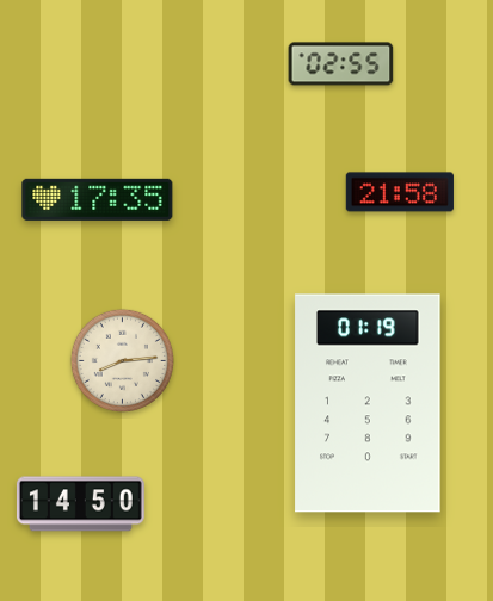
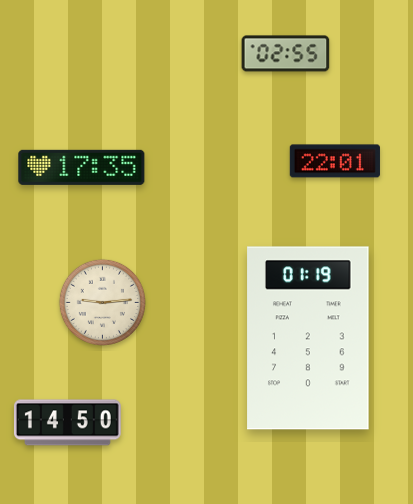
clock at (400, 192): 21:58 -> 22:01
clock at (122, 360): 8:14 -> 9:14
